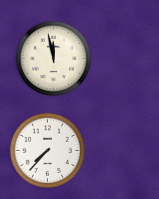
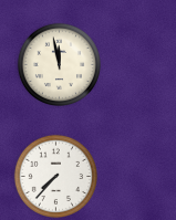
clock at (47, 150) position: (47, 150) -> (55, 176)
